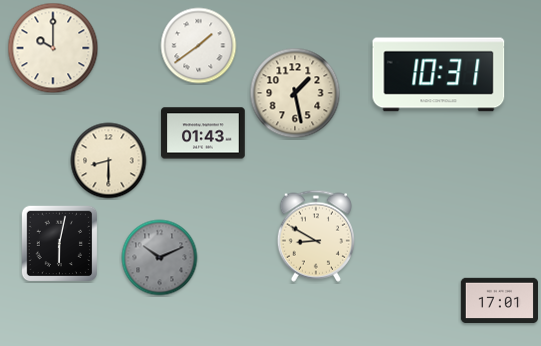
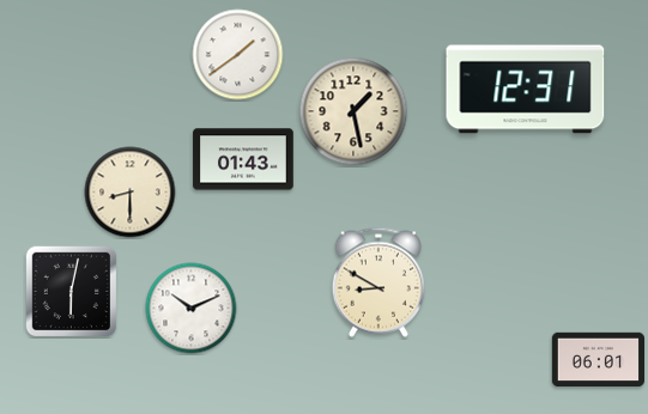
clock at (53, 48): 10:00 -> none
clock at (439, 75): 10:31 -> 12:31
clock at (160, 258) dial: grey -> white
clock at (499, 301): 17:01 -> 06:01
